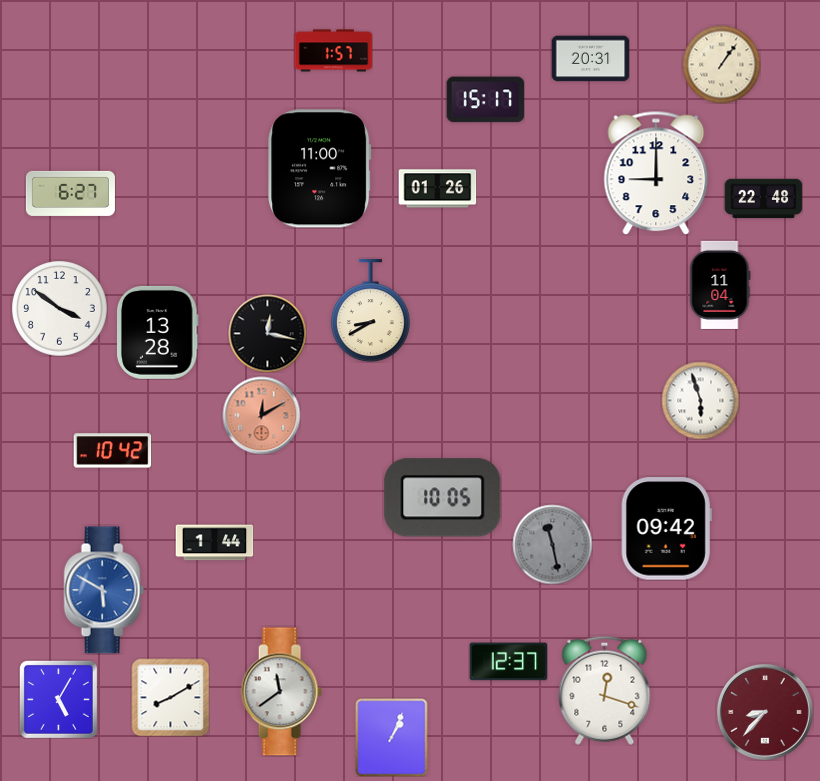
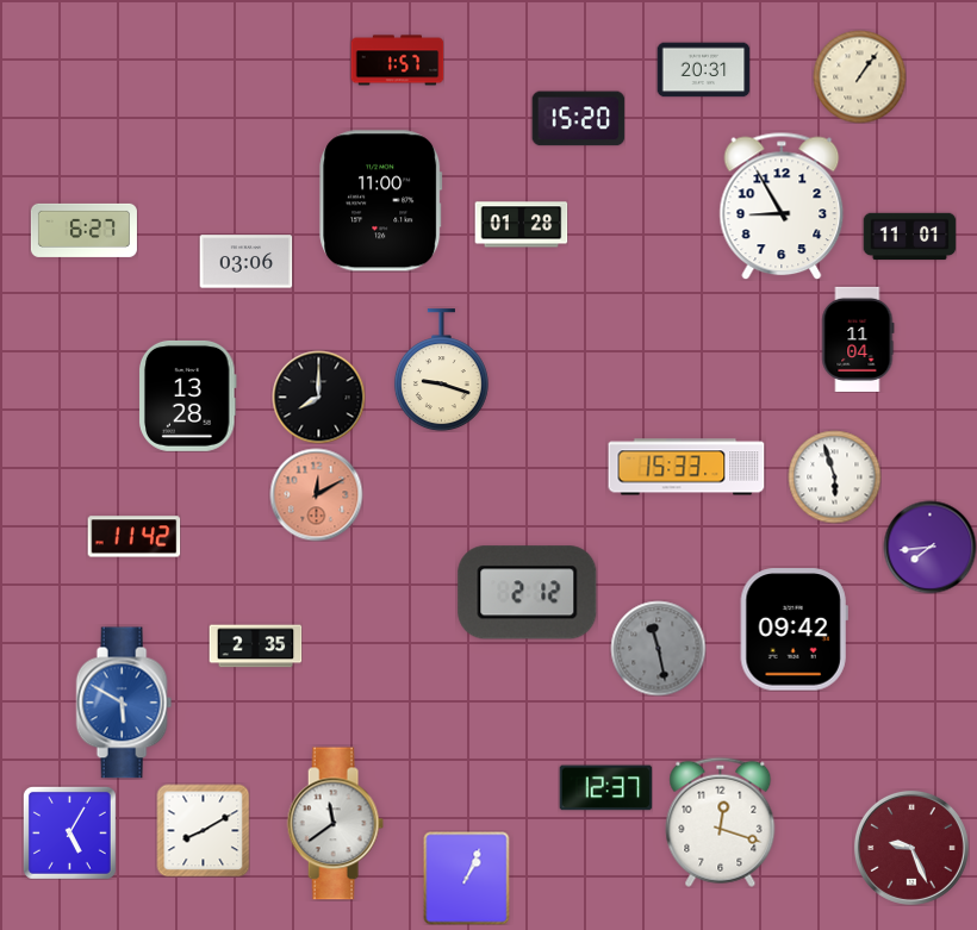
clock at (485, 100): 15:17 -> 15:20
clock at (656, 173): 9:00 -> 8:55
clock at (437, 189): 01:26 -> 01:28
clock at (763, 199): 22:48 -> 11:01
clock at (245, 262): none -> 03:06
clock at (59, 308): 3:51 -> none
clock at (370, 311): 8:40 -> 9:18
clock at (267, 333): 12:17 -> 8:00
clock at (686, 467): none -> 15:33
clock at (261, 415) position: (261, 415) -> (316, 494)
clock at (112, 451): 10:42 -> 11:42
clock at (929, 547): none -> 7:44
clock at (443, 498): 10:05 -> 2:12
clock at (214, 543): 1:44 -> 2:35
clock at (765, 712): 8:37 -> 9:26
